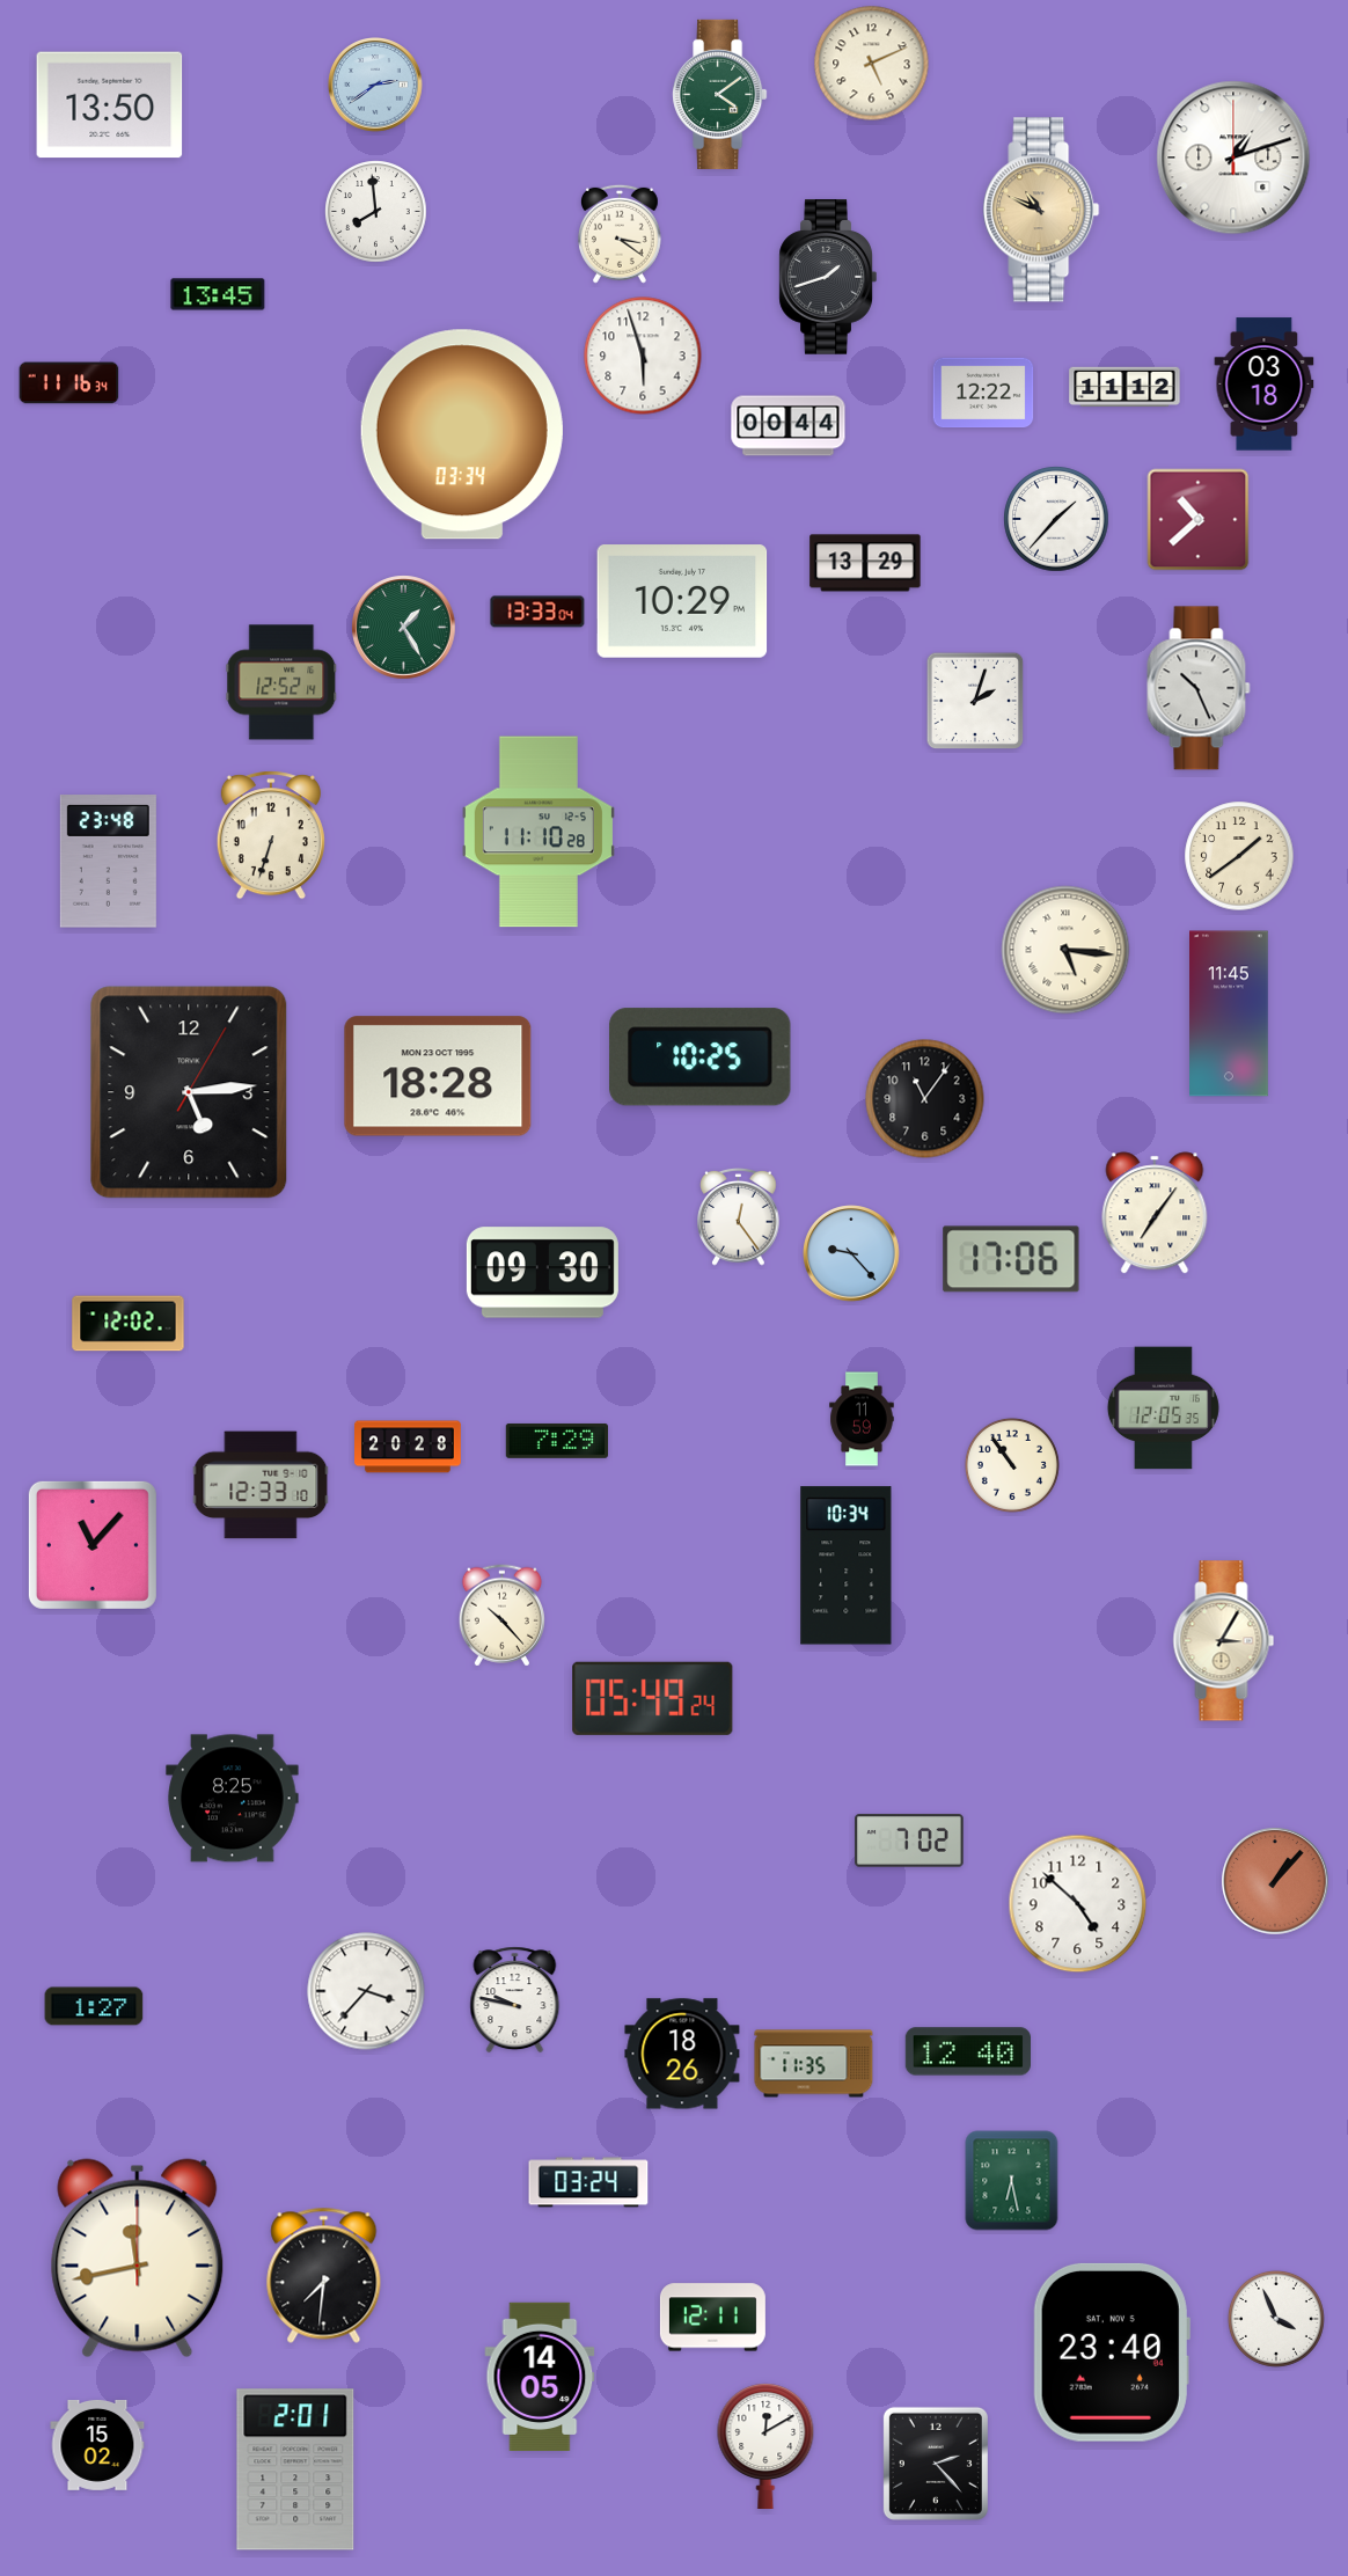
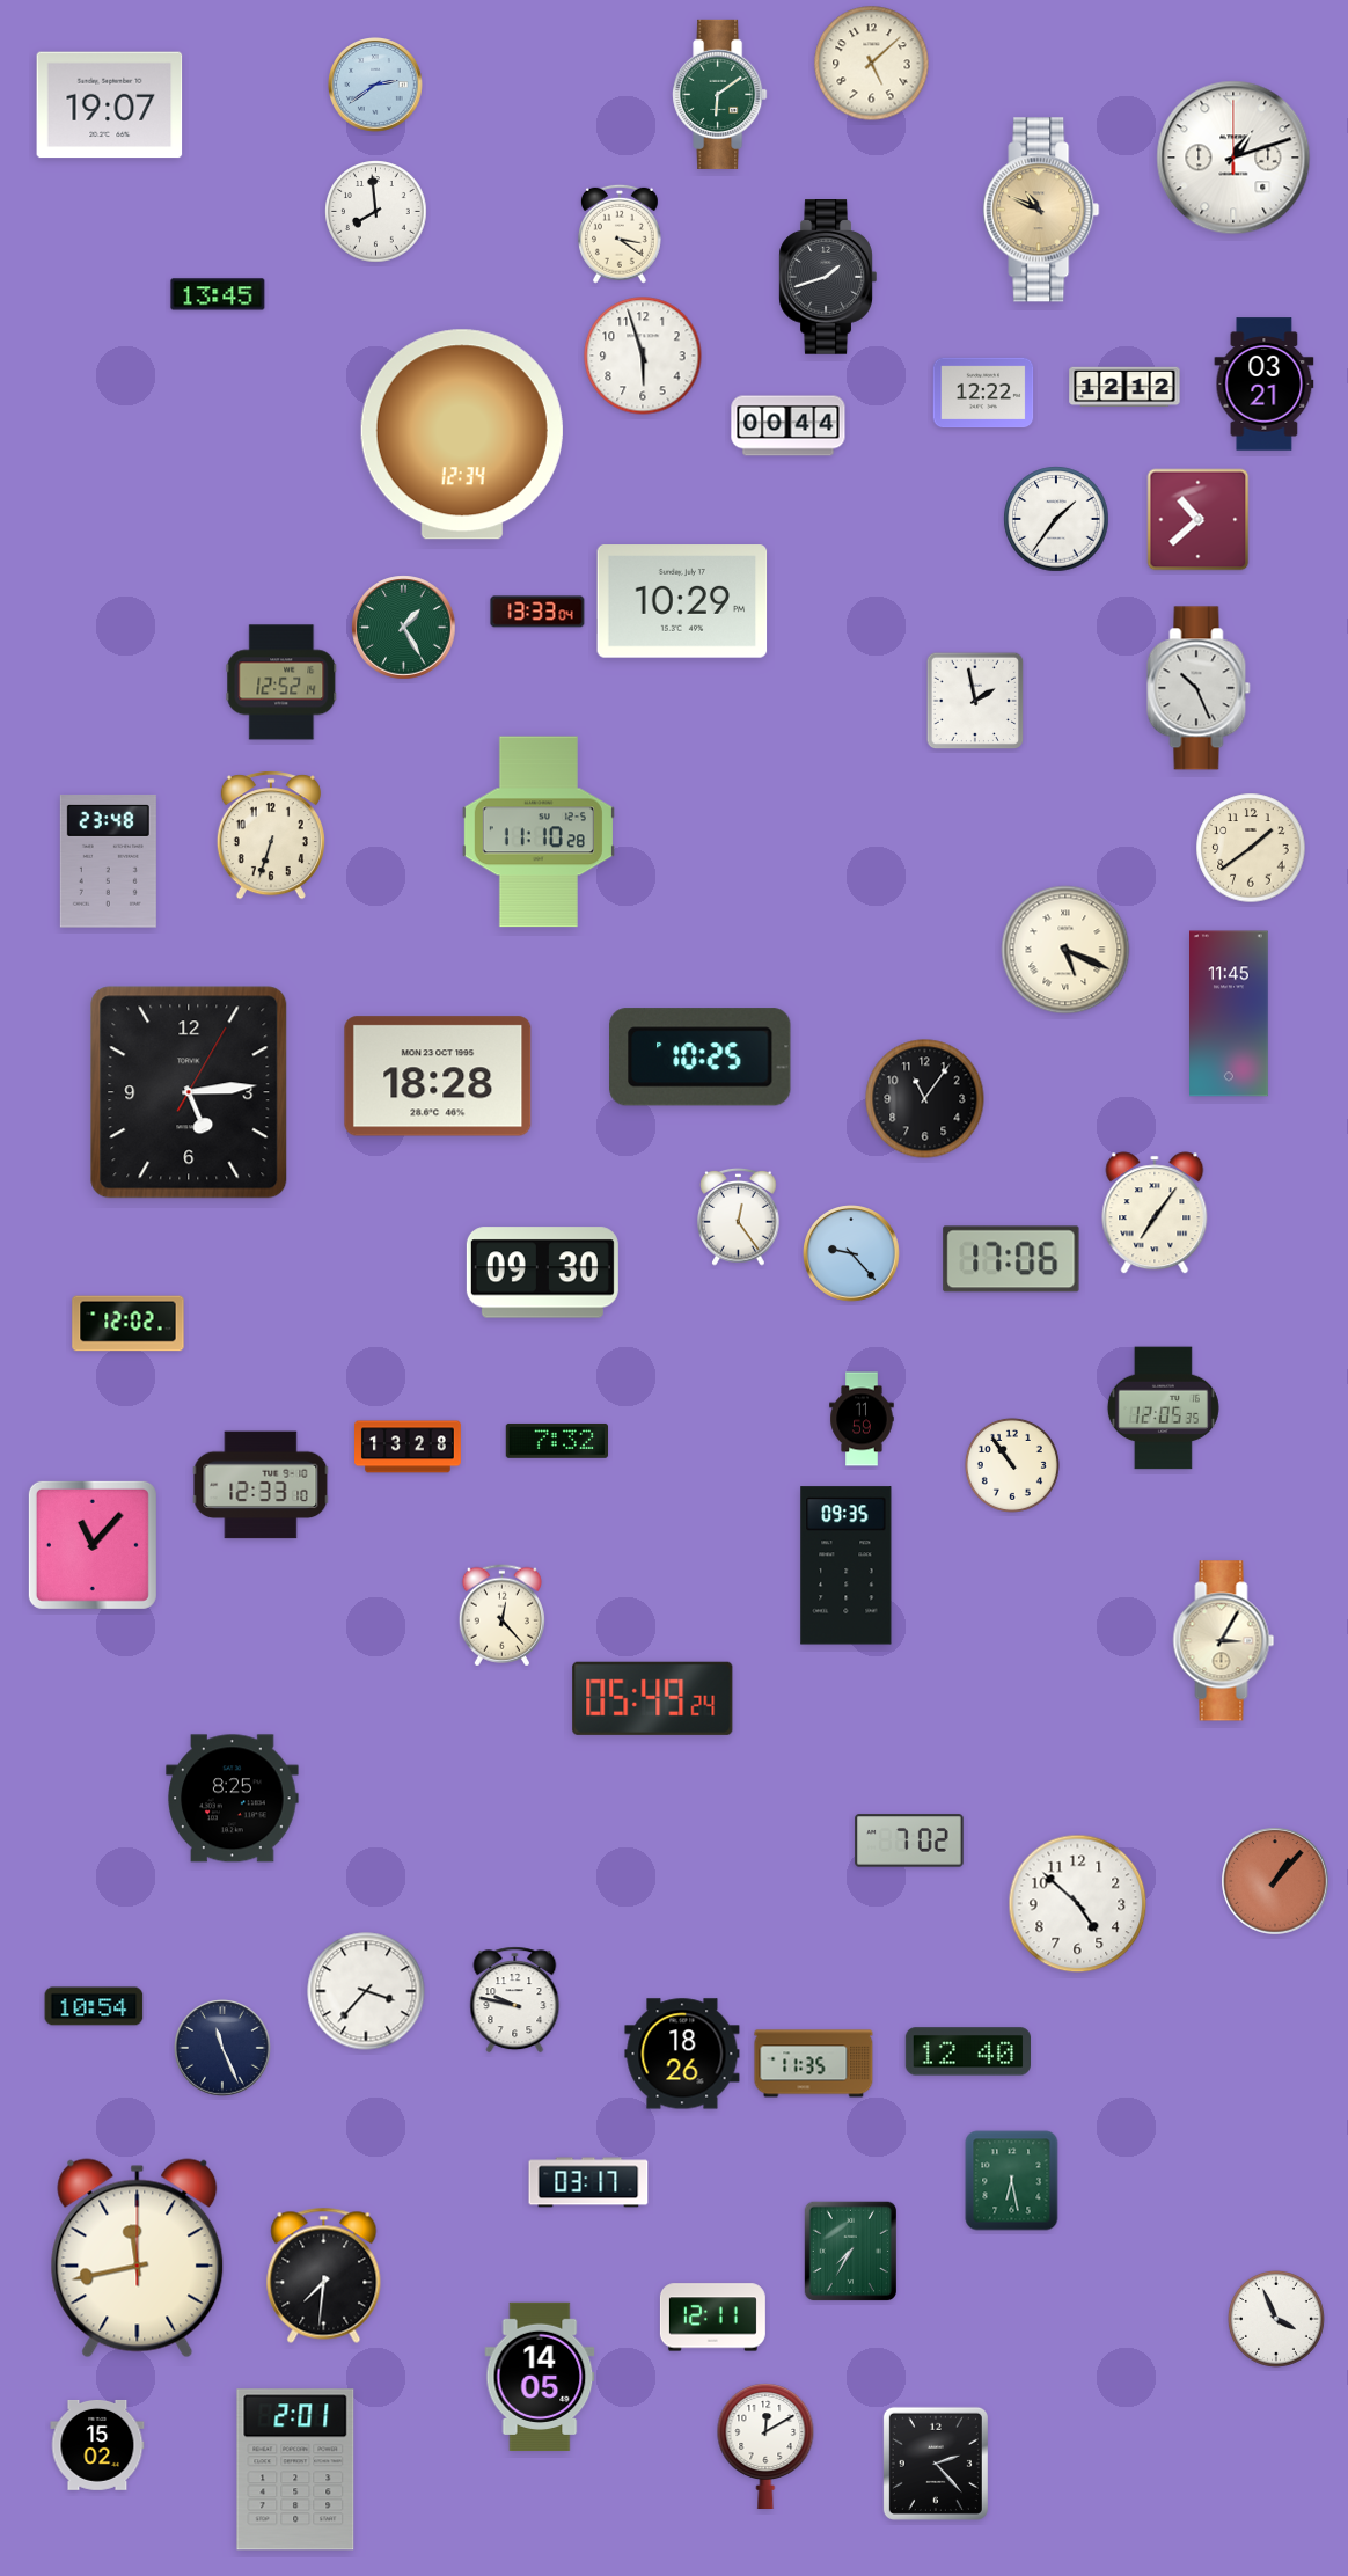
clock at (872, 64): 5:11 -> 5:08
clock at (720, 94): 4:09 -> 6:09
clock at (110, 105): 13:50 -> 19:07
clock at (69, 383): 11:16 -> none
clock at (1265, 385): 03:18 -> 03:21
clock at (1124, 387): 11:12 -> 12:12
clock at (462, 434): 03:34 -> 12:34
clock at (1056, 519): 1:37 -> 1:36
clock at (865, 563): 13:29 -> none
clock at (975, 701): 2:03 -> 1:58
clock at (1239, 856) position: (1239, 856) -> (1251, 848)
clock at (1065, 950): 5:16 -> 5:19
clock at (556, 1441): 7:29 -> 7:32
clock at (409, 1447): 20:28 -> 13:28
clock at (847, 1566): 10:34 -> 09:35
clock at (501, 1616): 10:23 -> 12:23
clock at (94, 2006): 1:27 -> 10:54
clock at (222, 2048): none -> 11:26
clock at (588, 2182): 03:24 -> 03:17
clock at (850, 2251): none -> 7:35
clock at (1112, 2352): 23:40 -> none
